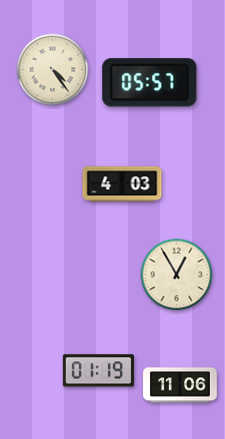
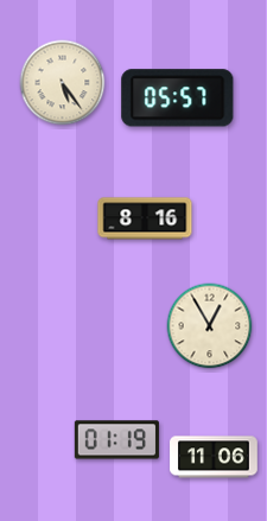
clock at (53, 70): 4:24 -> 5:24
clock at (122, 184): 4:03 -> 8:16
